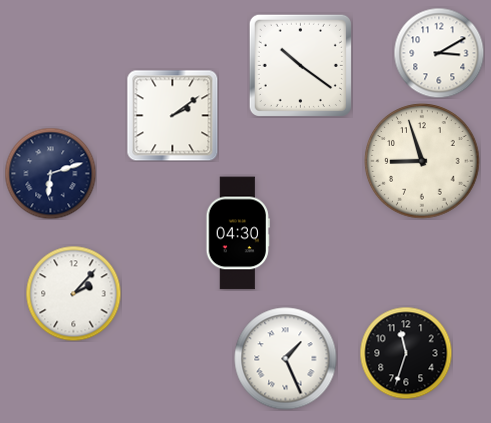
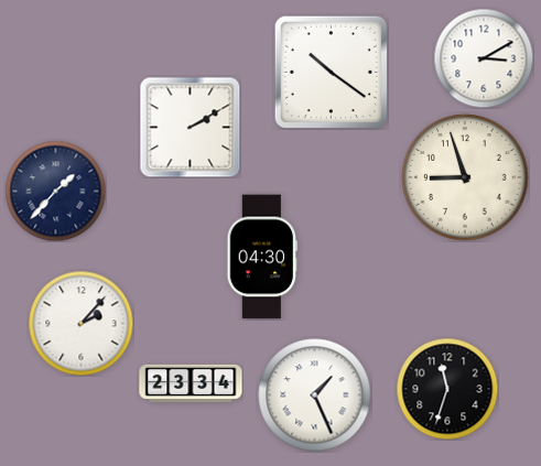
clock at (172, 115): 2:09 -> 2:10
clock at (50, 173): 6:12 -> 1:37
clock at (191, 383): none -> 23:34
